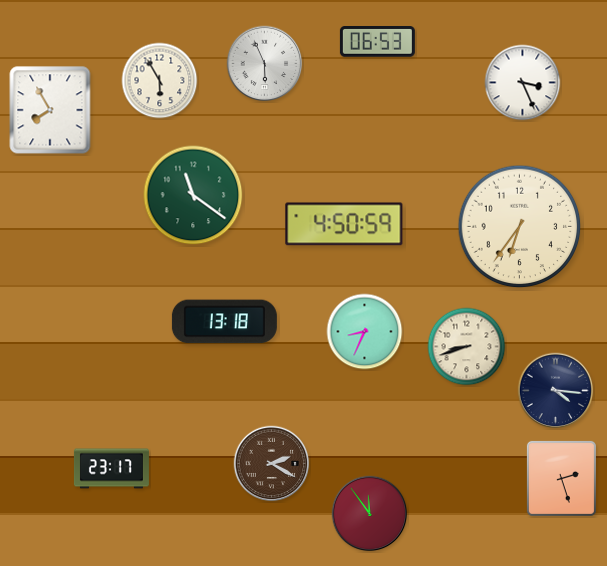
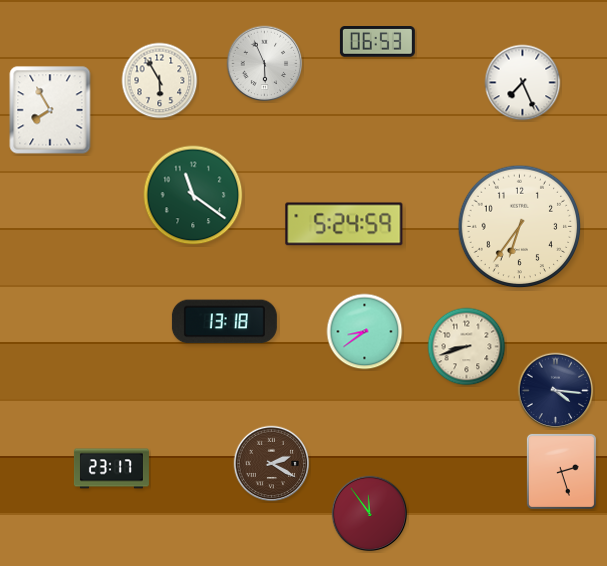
clock at (523, 83): 3:26 -> 7:26
clock at (344, 224): 4:50 -> 5:24
clock at (365, 332): 8:34 -> 8:39
clock at (561, 478) position: (561, 478) -> (561, 471)
